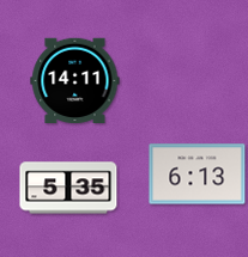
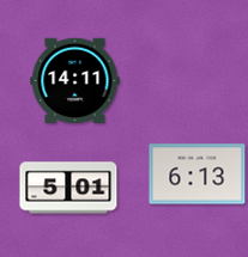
clock at (68, 188): 5:35 -> 5:01
